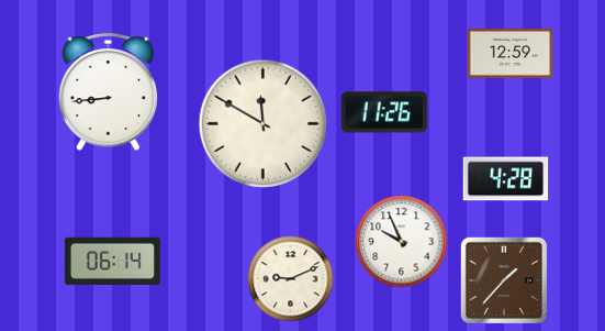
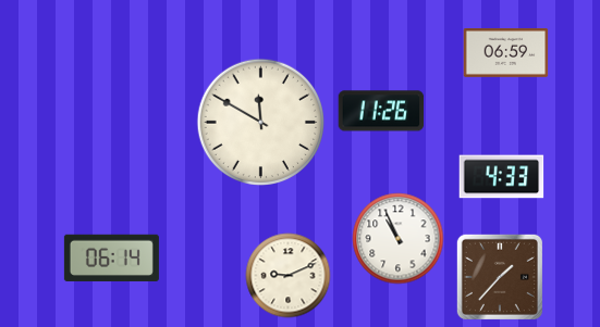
clock at (509, 54): 12:59 -> 06:59
clock at (109, 92): 8:44 -> none
clock at (505, 179): 4:28 -> 4:33
clock at (401, 241): 9:56 -> 10:56
